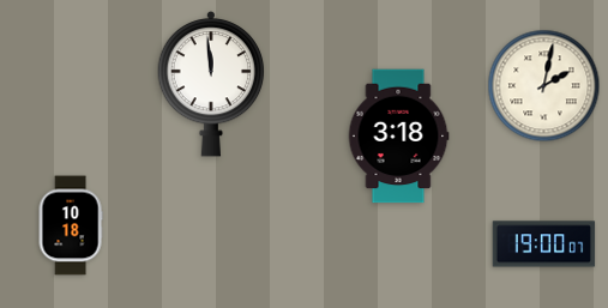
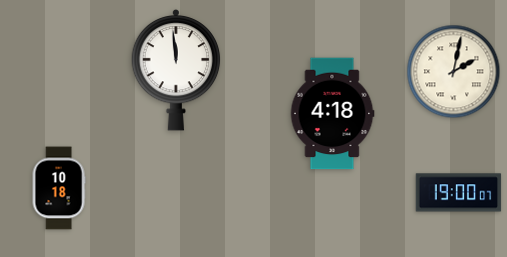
clock at (398, 137): 3:18 -> 4:18
clock at (544, 244) position: (544, 244) -> (459, 193)
